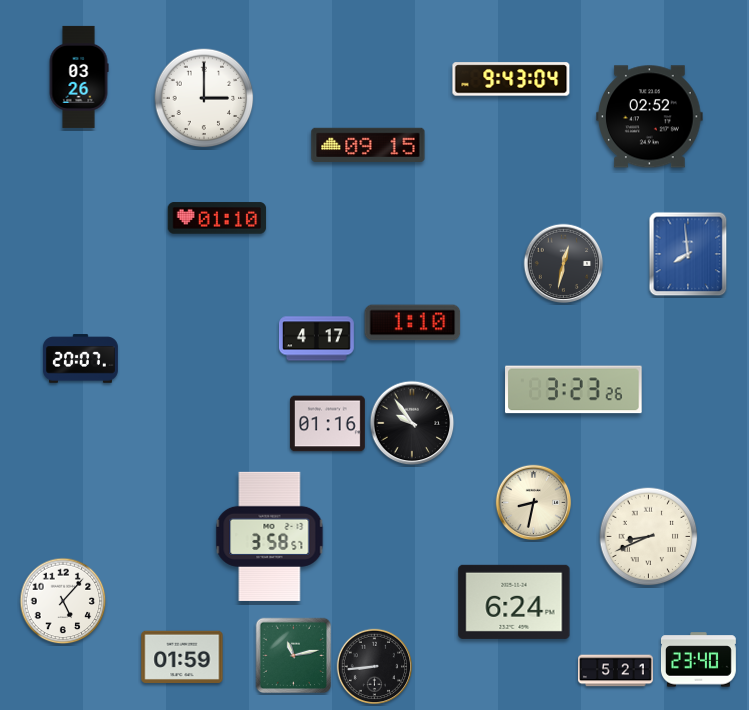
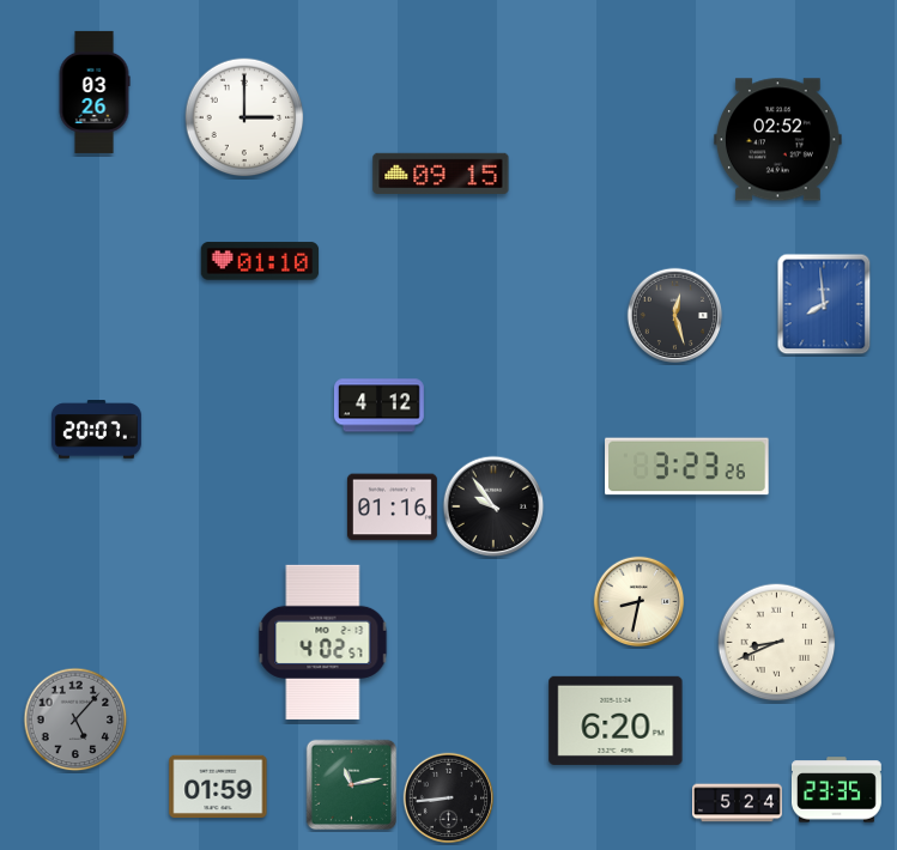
clock at (511, 79): 9:43 -> none
clock at (564, 264): 12:32 -> 12:27
clock at (413, 323): 1:10 -> none
clock at (316, 339): 4:17 -> 4:12
clock at (270, 536): 3:58 -> 4:02
clock at (63, 601) dial: white -> grey
clock at (514, 602): 6:24 -> 6:20
clock at (698, 660): 23:40 -> 23:35
clock at (616, 671): 5:21 -> 5:24
